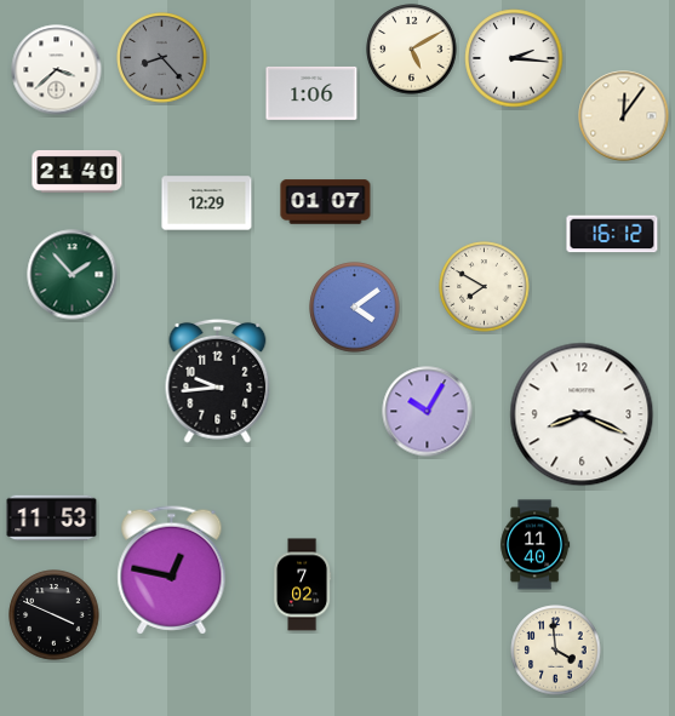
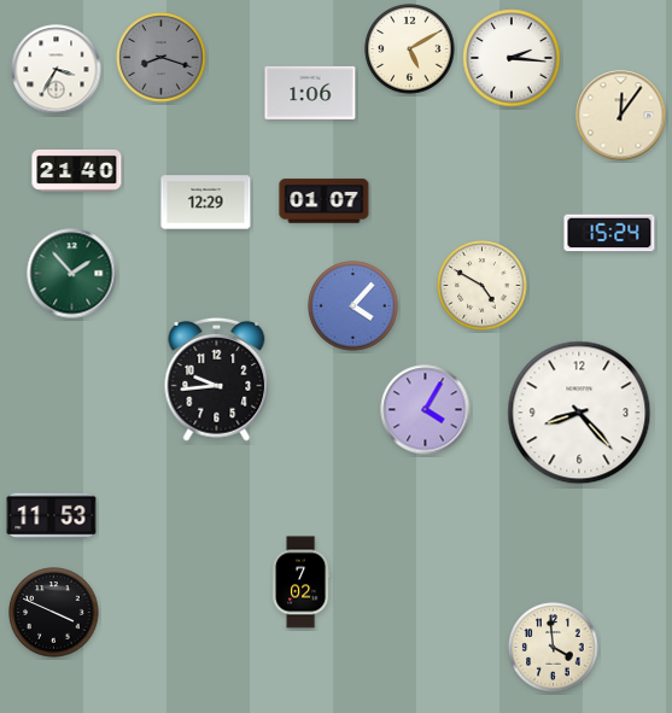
clock at (162, 58): 8:23 -> 8:18
clock at (57, 70): 3:38 -> 3:35
clock at (612, 234): 16:12 -> 15:24
clock at (485, 287): 7:50 -> 4:50
clock at (355, 308): 4:09 -> 4:07
clock at (428, 412): 10:05 -> 4:05
clock at (582, 414): 8:19 -> 8:23
clock at (536, 545): 11:40 -> none
clock at (172, 571): 12:47 -> none
